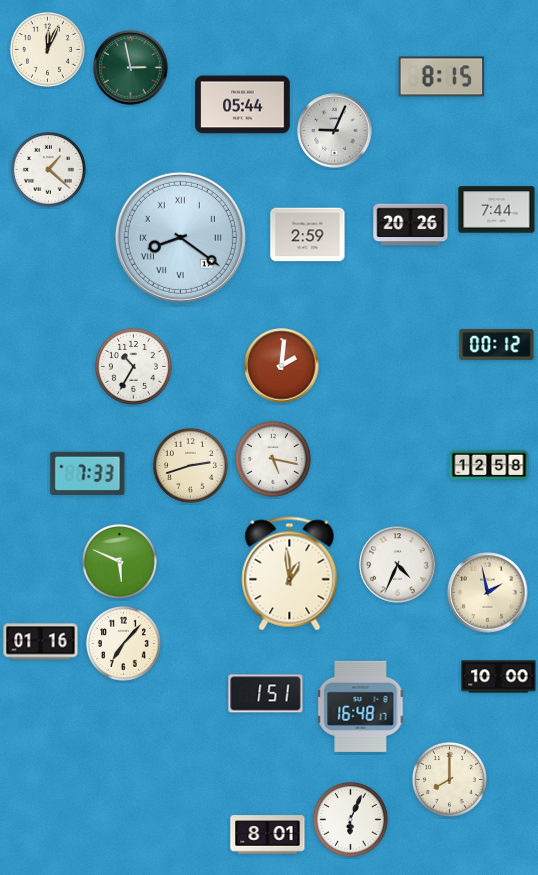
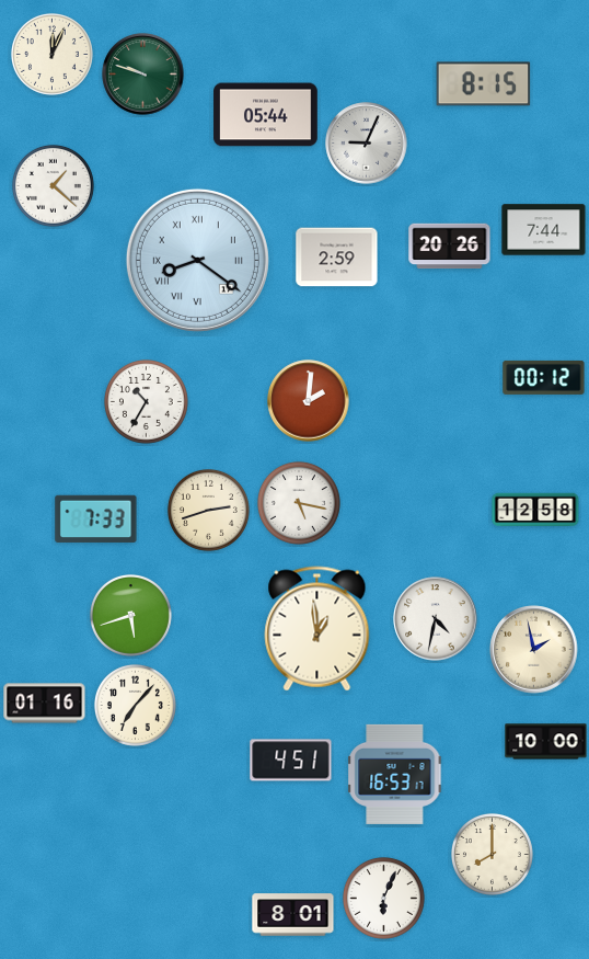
clock at (131, 68): 2:58 -> 9:48
clock at (119, 561): 5:49 -> 5:42
clock at (398, 565): 4:34 -> 4:32
clock at (266, 694): 1:51 -> 4:51
clock at (361, 706): 16:48 -> 16:53
